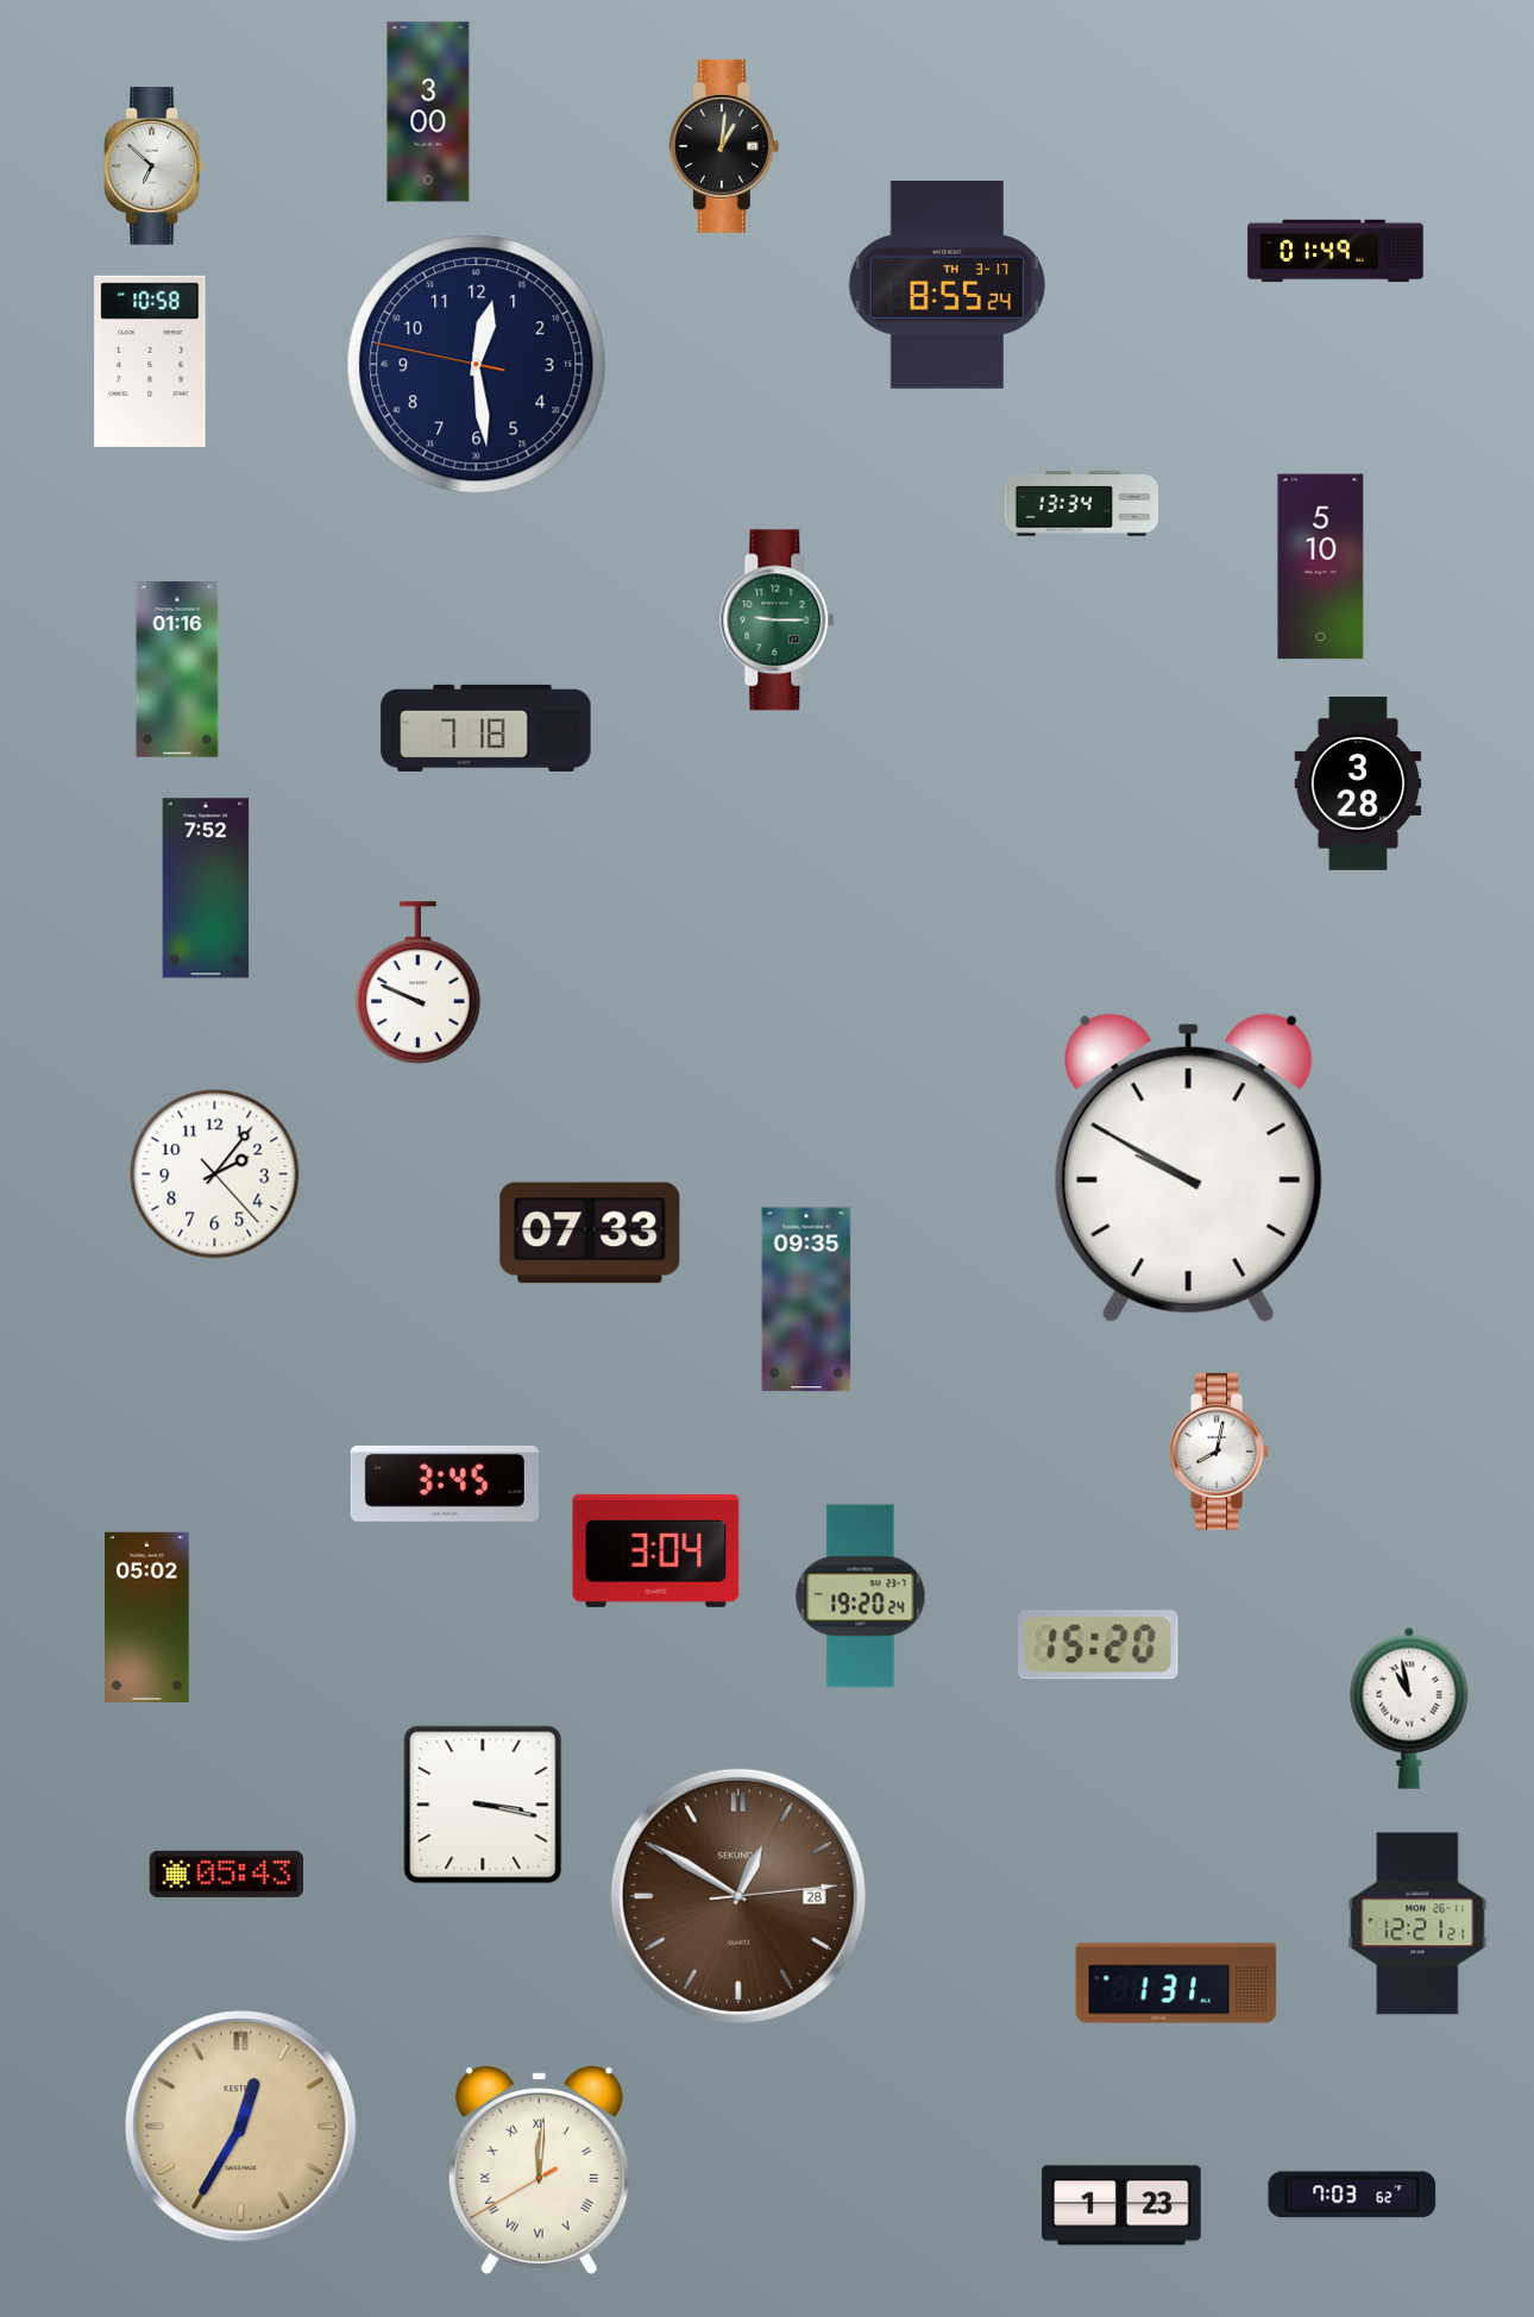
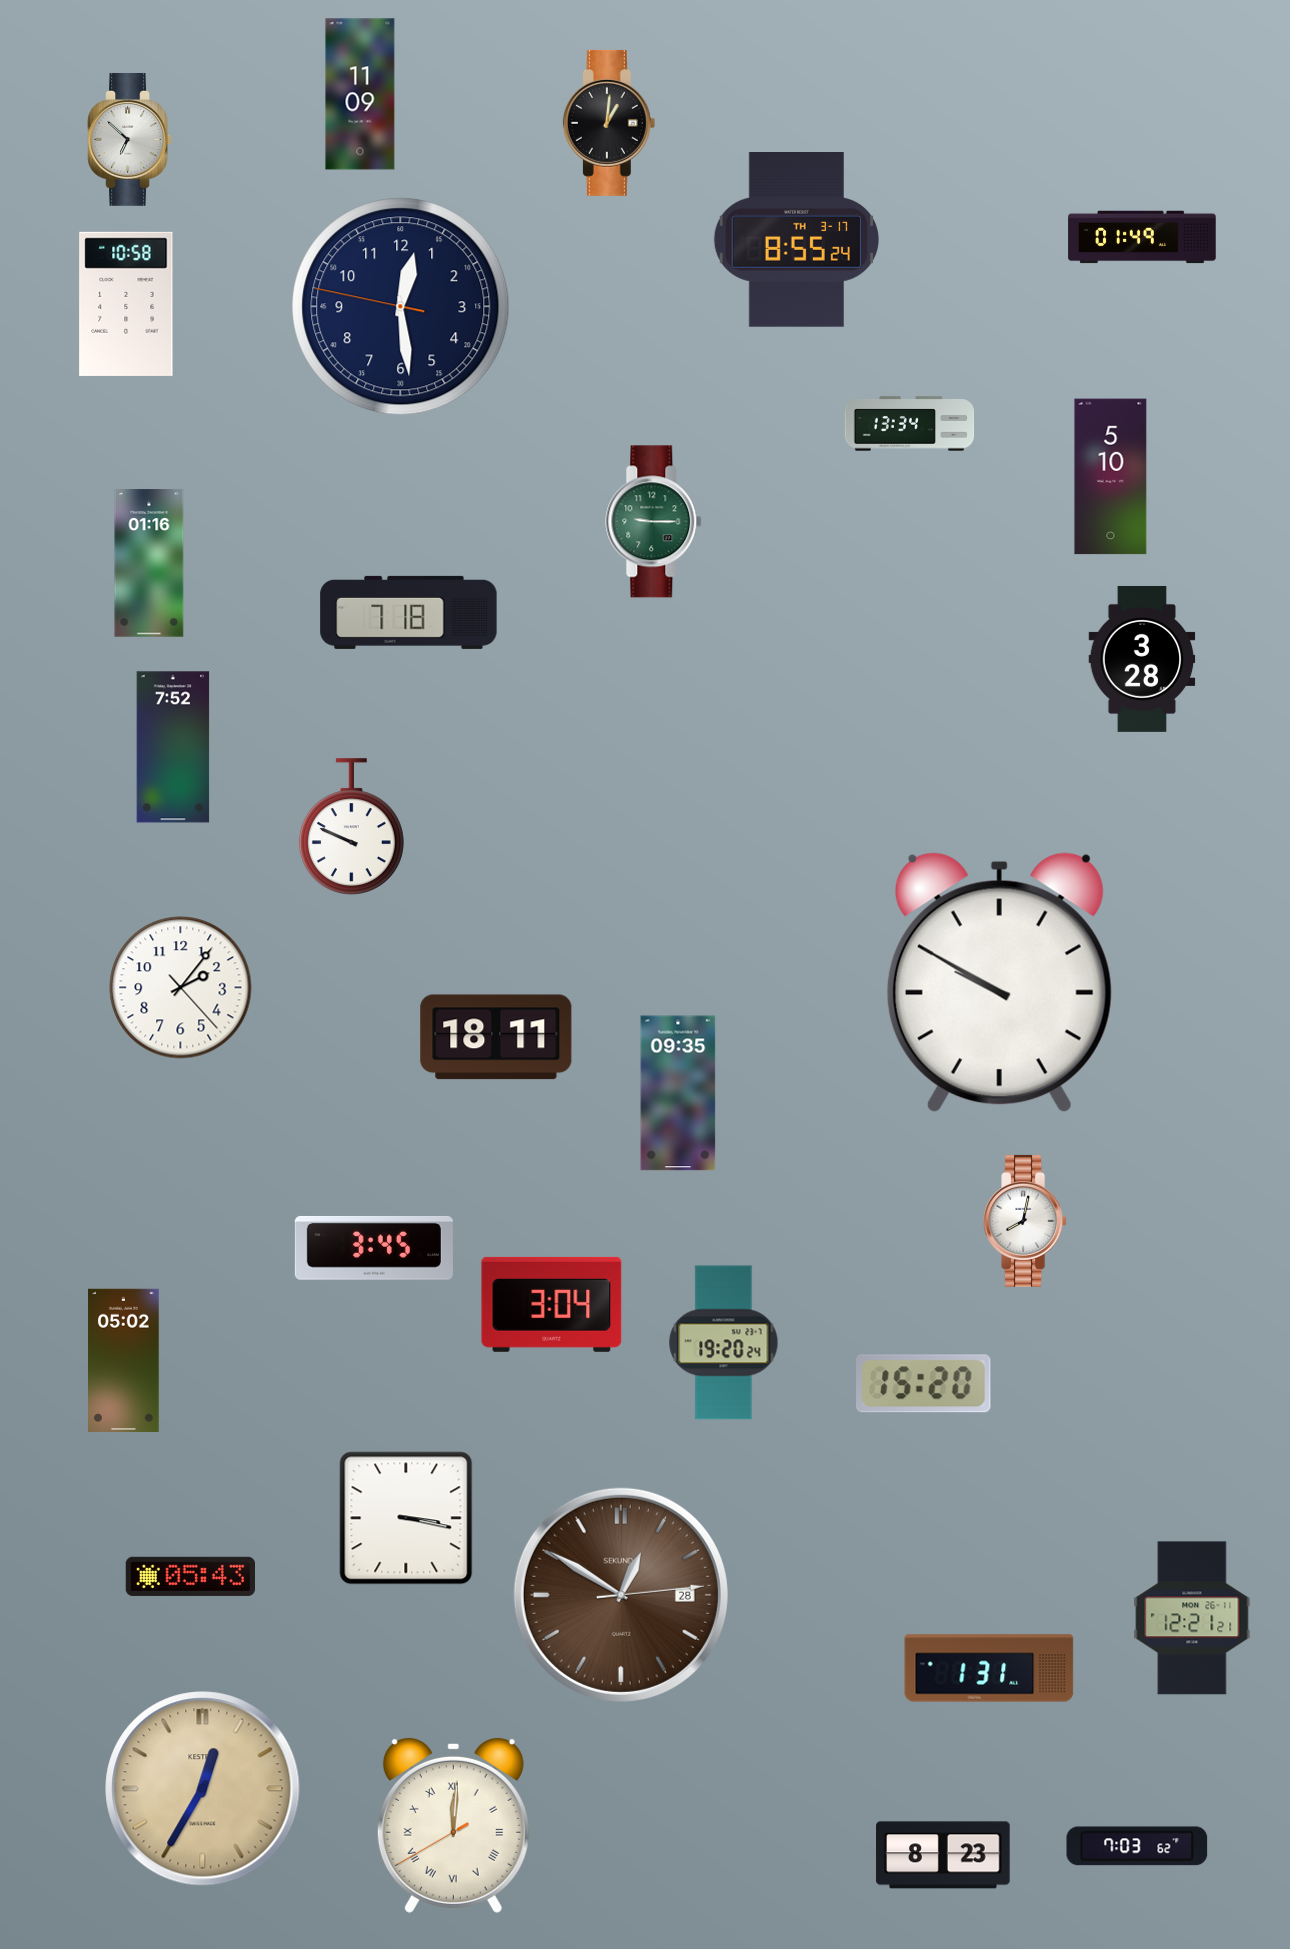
clock at (428, 112): 3:00 -> 11:09
clock at (1335, 251) position: (1335, 251) -> (1142, 237)
clock at (590, 1233): 07:33 -> 18:11
clock at (1409, 1708): 10:58 -> none
clock at (1121, 2205): 1:23 -> 8:23
